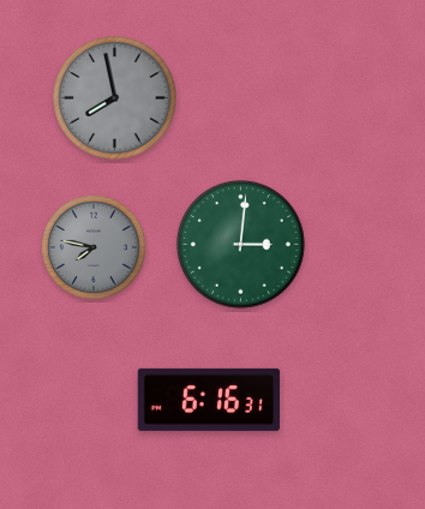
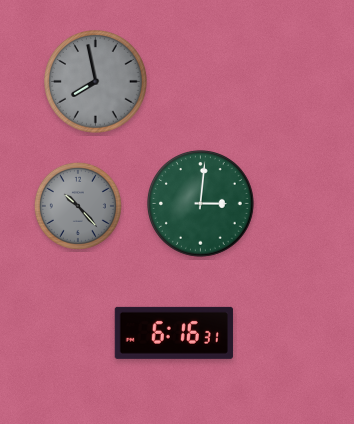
clock at (94, 247): 7:47 -> 10:23
